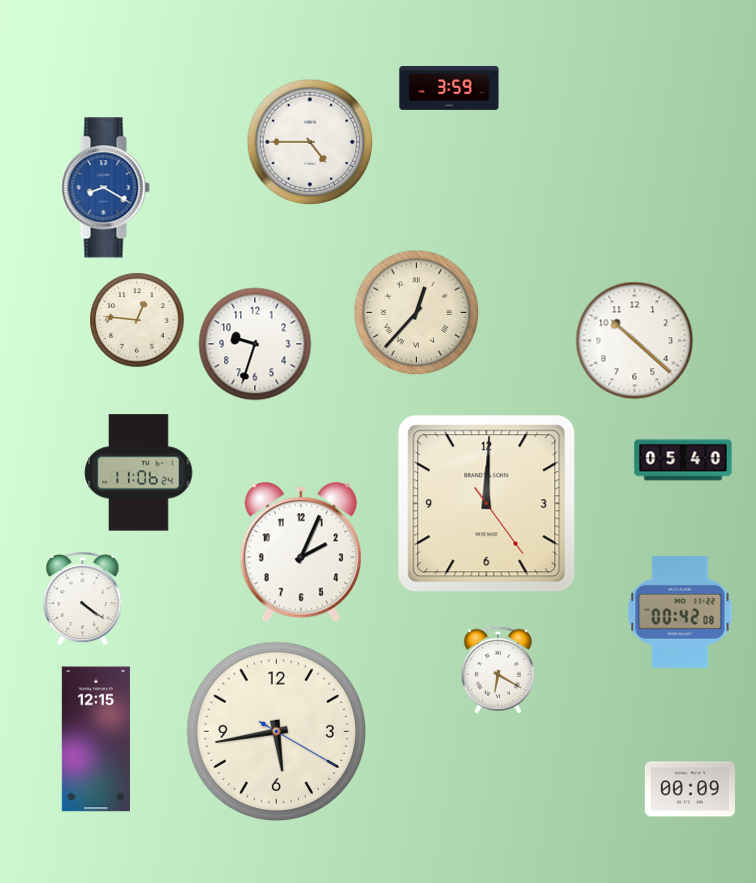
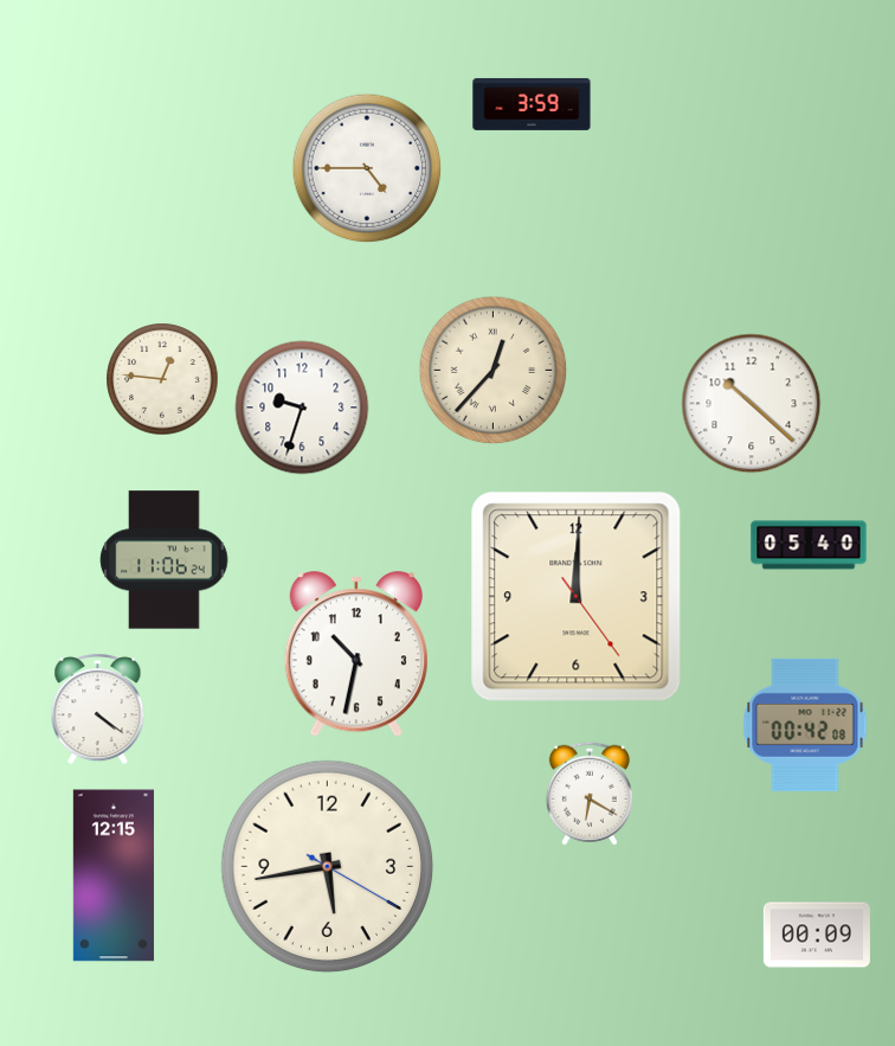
clock at (105, 188): 8:20 -> none
clock at (301, 553): 2:04 -> 10:32
